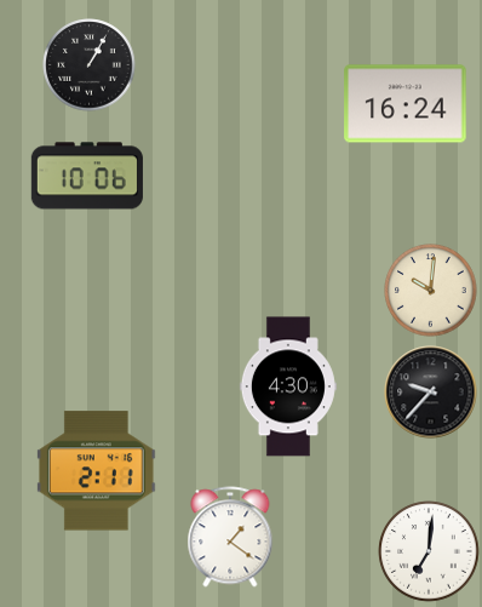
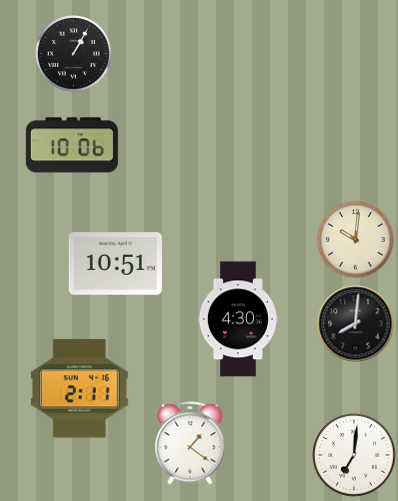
clock at (406, 104): 16:24 -> none
clock at (115, 264): none -> 10:51
clock at (431, 393): 9:37 -> 8:01
